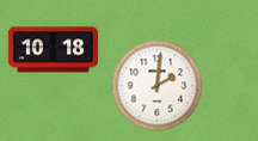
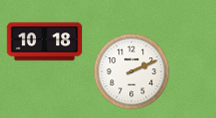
clock at (158, 86): 2:01 -> 2:11
